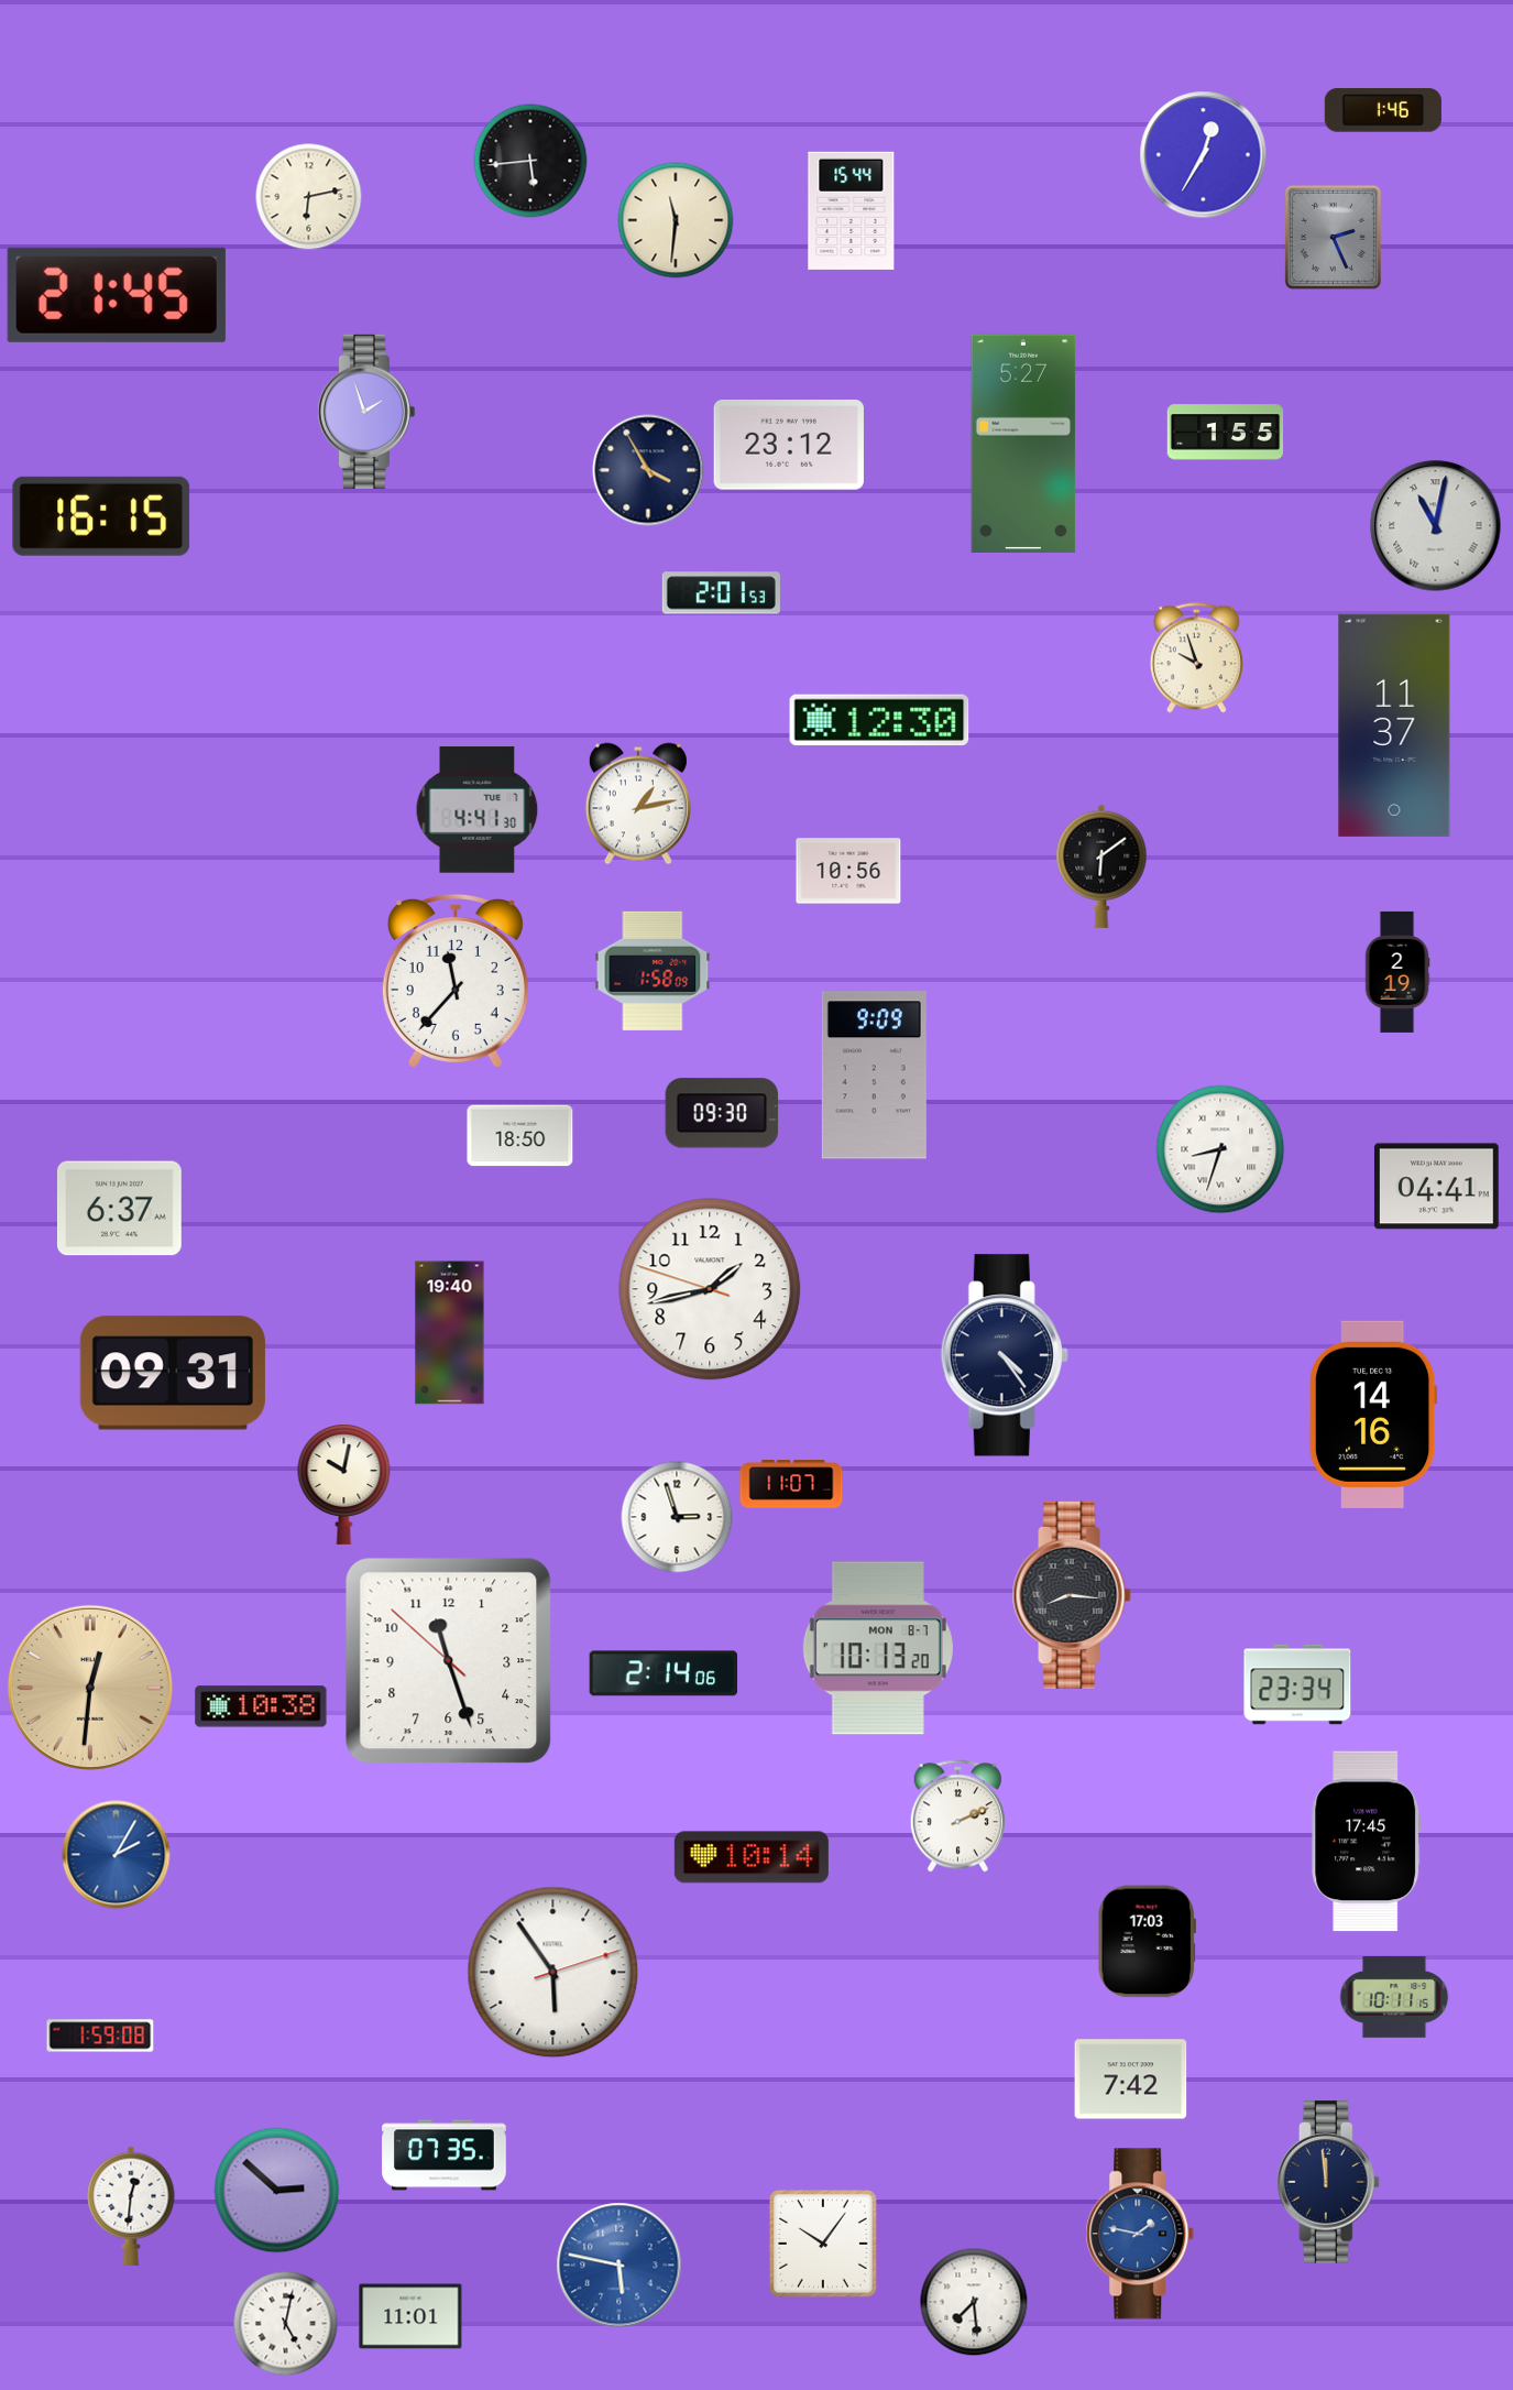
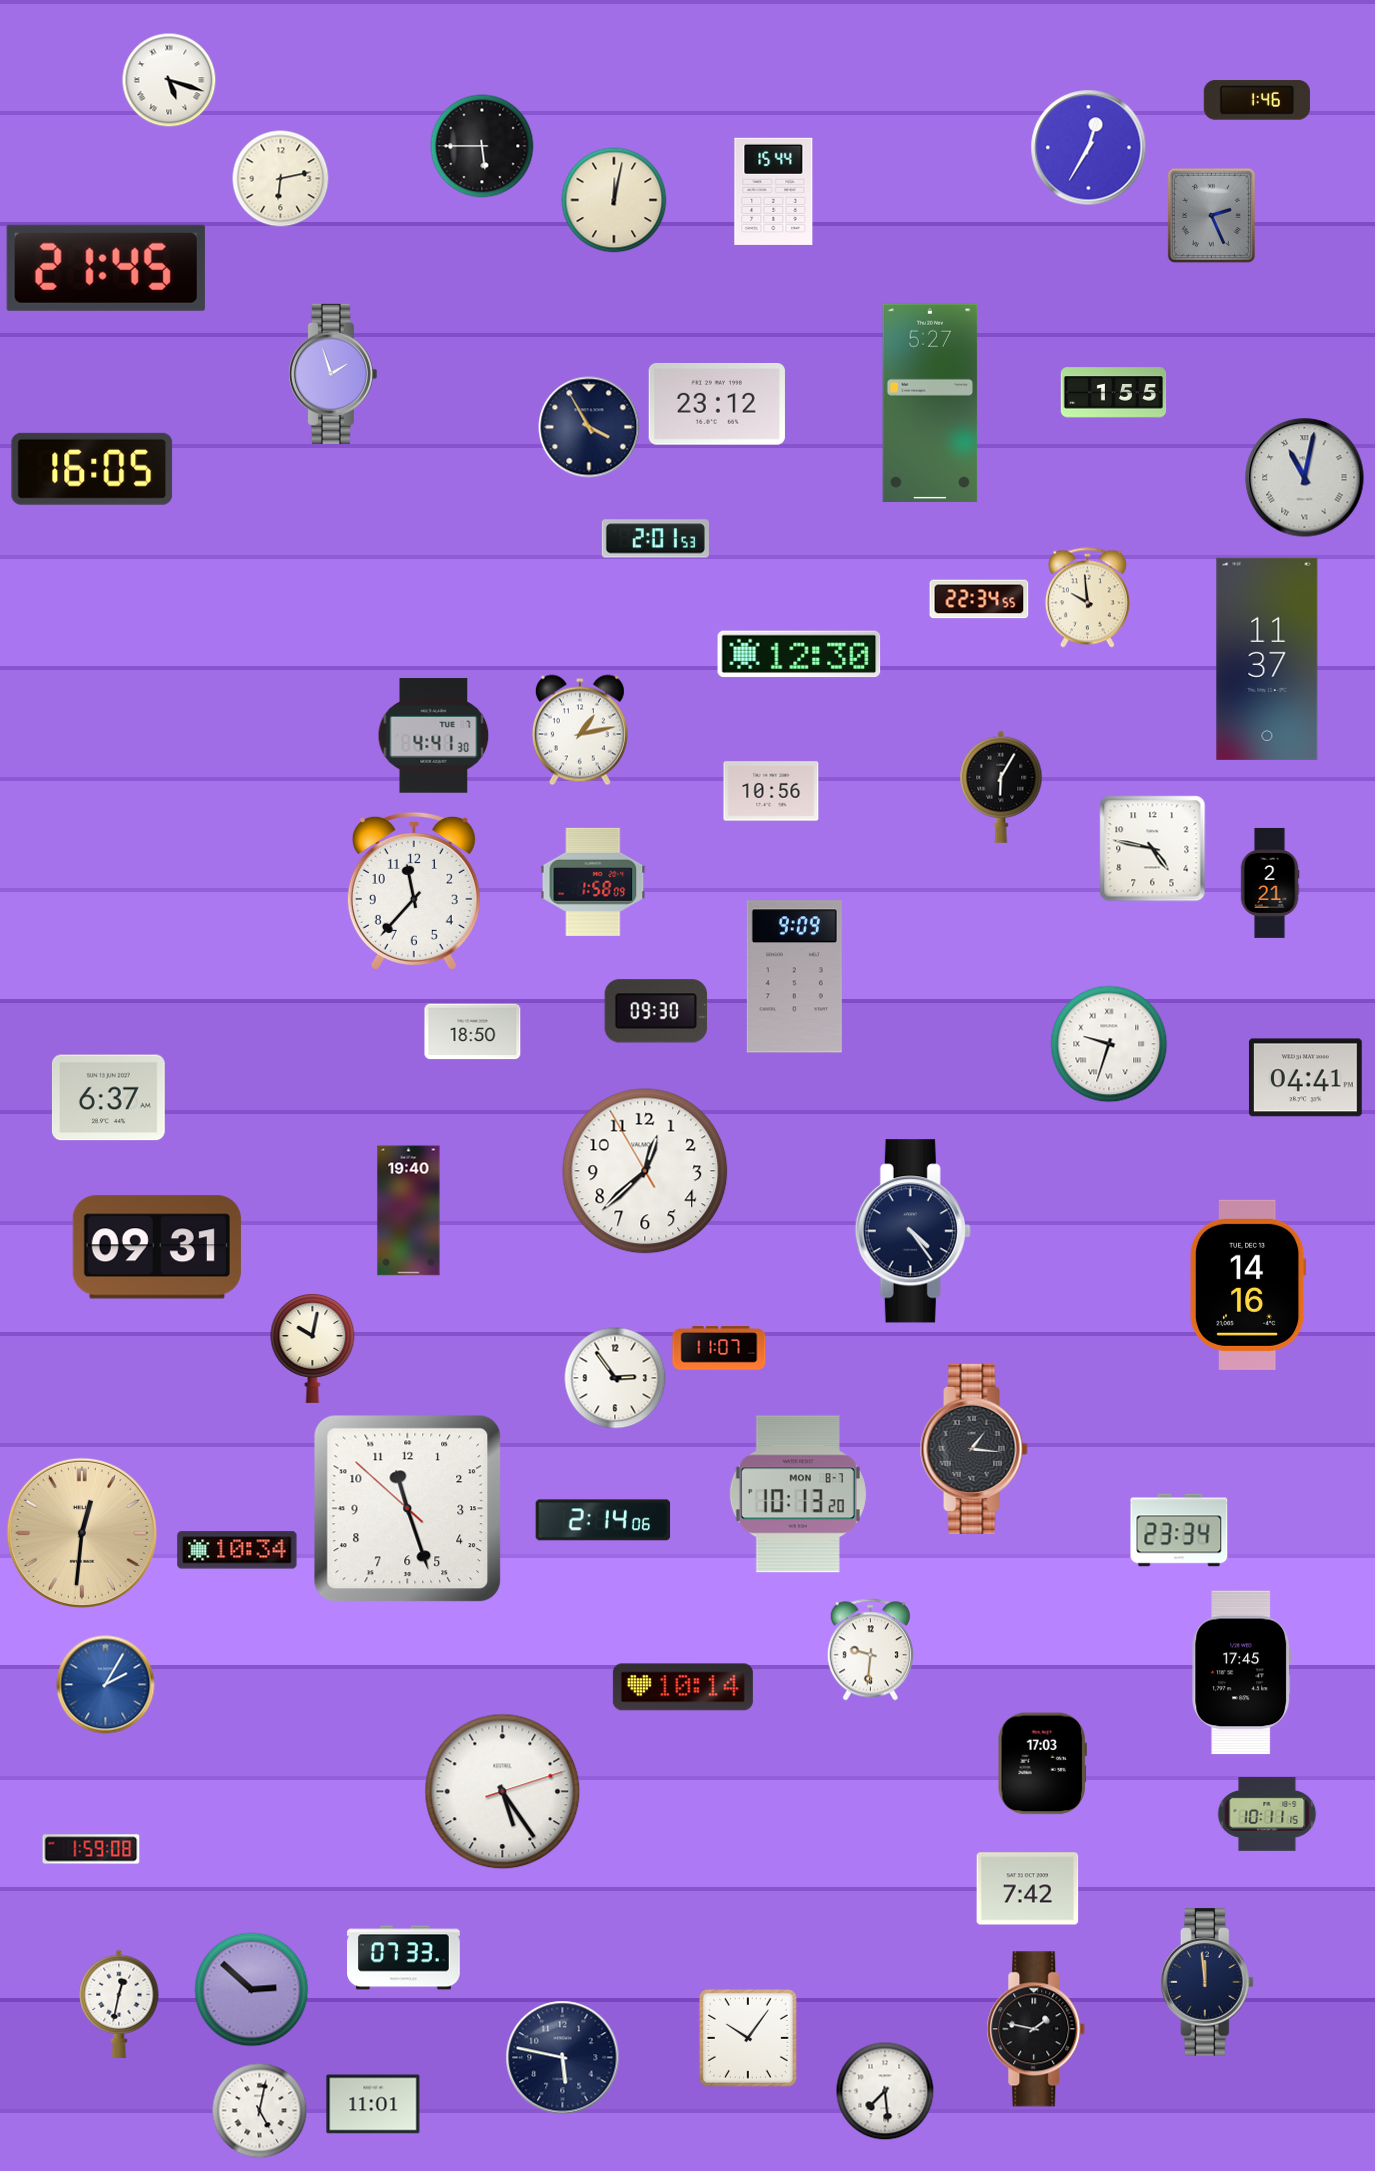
clock at (169, 80): none -> 5:18
clock at (1204, 155) position: (1204, 155) -> (1089, 148)
clock at (530, 161): 5:44 -> 5:45
clock at (676, 220): 11:31 -> 12:02
clock at (101, 516): 16:15 -> 16:05
clock at (1196, 658): 9:57 -> 9:59
clock at (979, 599): none -> 22:34
clock at (1101, 866): 6:09 -> 6:05
clock at (1153, 849): none -> 4:47
clock at (1397, 972): 2:19 -> 2:21
clock at (1220, 1149): 8:33 -> 9:33
clock at (710, 1289): 1:42 -> 12:37
clock at (677, 1517): 2:57 -> 2:54
clock at (1072, 1595): 8:16 -> 1:16
clock at (878, 1648) position: (878, 1648) -> (798, 1494)
clock at (261, 1706): 10:38 -> 10:34
clock at (957, 1816): 2:11 -> 9:31
clock at (553, 1973): 5:54 -> 5:24
clock at (445, 2156): 07:35 -> 07:33
clock at (131, 2206): 12:31 -> 12:32
clock at (1140, 2234) dial: blue -> black
clock at (620, 2266) dial: blue -> navy
